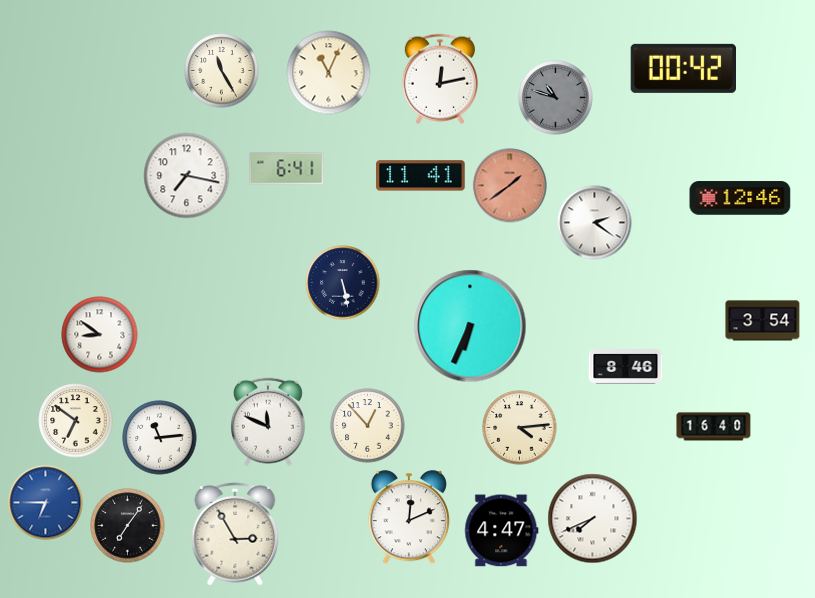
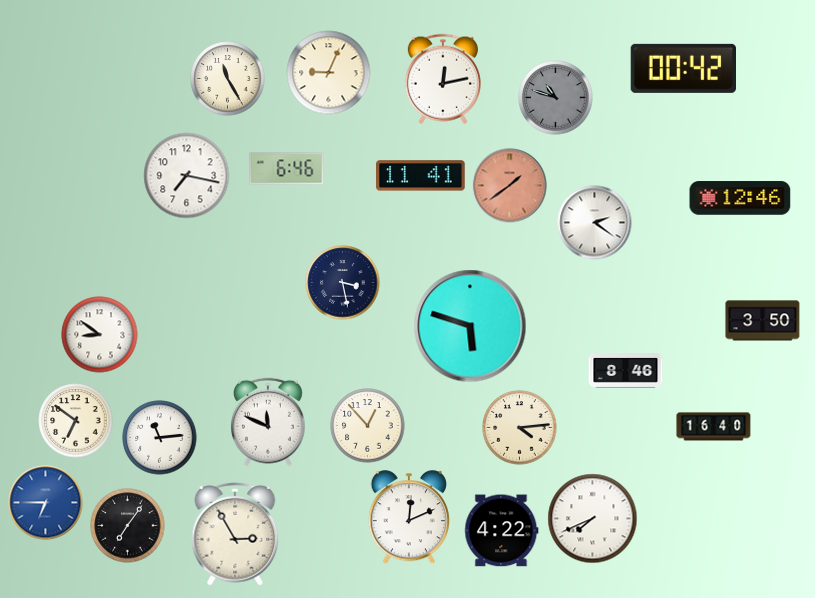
clock at (222, 71) position: (222, 71) -> (228, 79)
clock at (329, 73): 11:04 -> 9:04
clock at (440, 79) position: (440, 79) -> (443, 79)
clock at (287, 169): 6:41 -> 6:46
clock at (343, 283): 5:28 -> 3:28
clock at (763, 321): 3:54 -> 3:50
clock at (470, 326): 6:34 -> 5:48
clock at (626, 367) position: (626, 367) -> (626, 371)
clock at (502, 531): 4:47 -> 4:22
